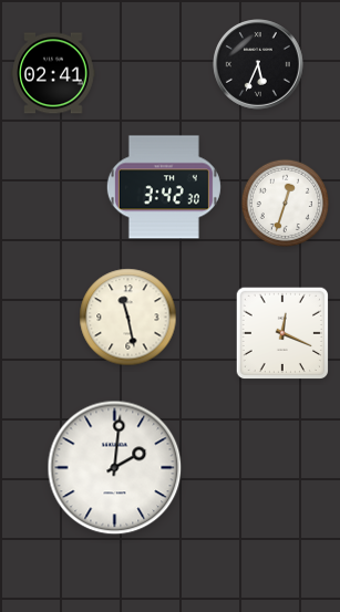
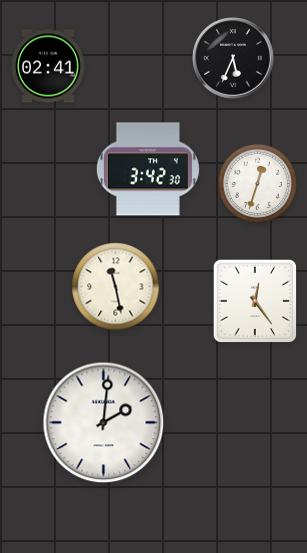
clock at (281, 332): 12:19 -> 12:24
